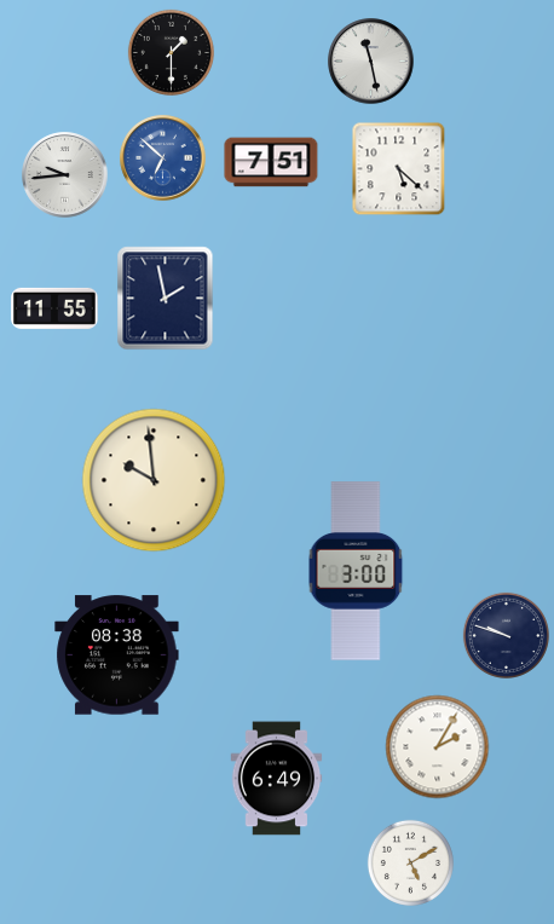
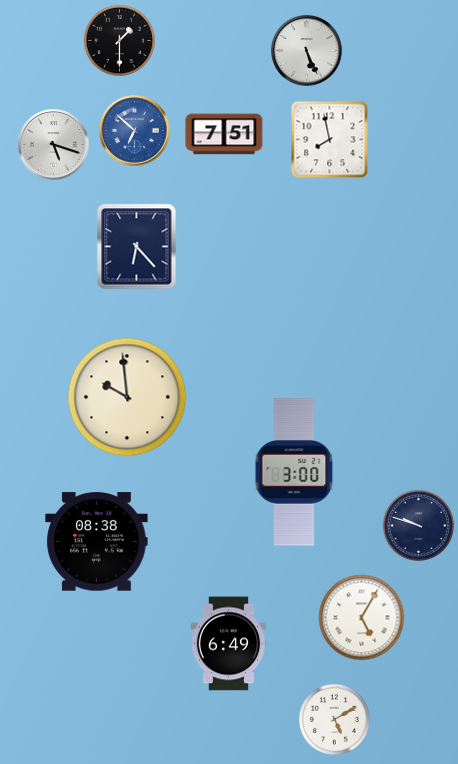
clock at (171, 52) position: (171, 52) -> (119, 40)
clock at (371, 62): 11:28 -> 5:26
clock at (399, 169): 5:22 -> 7:58
clock at (65, 175): 9:44 -> 5:18
clock at (166, 299): 1:58 -> 6:23
clock at (54, 308): 11:55 -> none
clock at (438, 747): 2:05 -> 5:05
clock at (410, 862) position: (410, 862) -> (334, 719)
